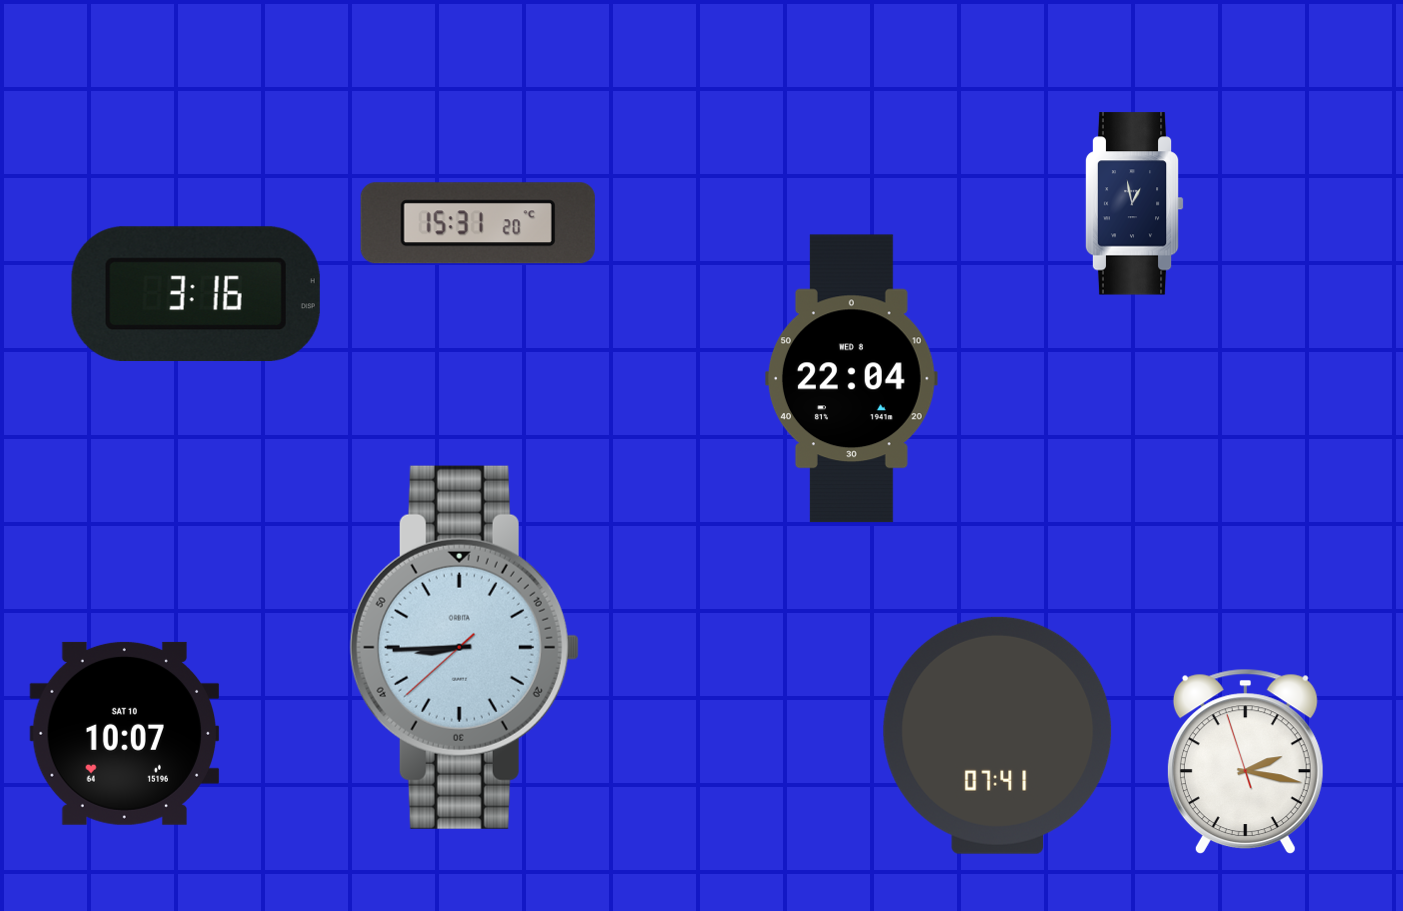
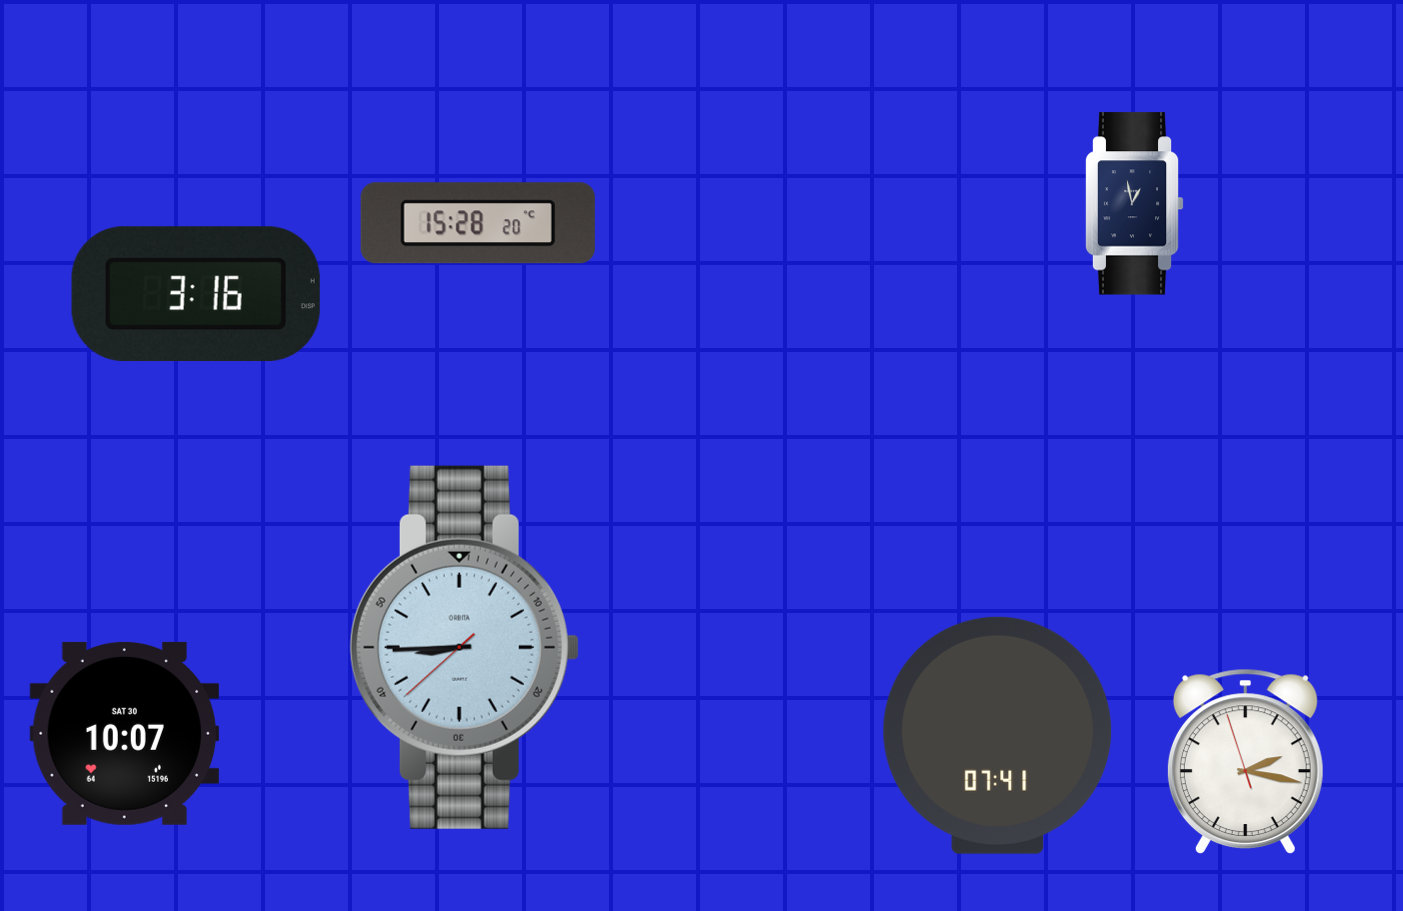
clock at (478, 223): 15:31 -> 15:28
clock at (851, 379): 22:04 -> none
clock at (125, 733) date: SAT 10 -> SAT 30
